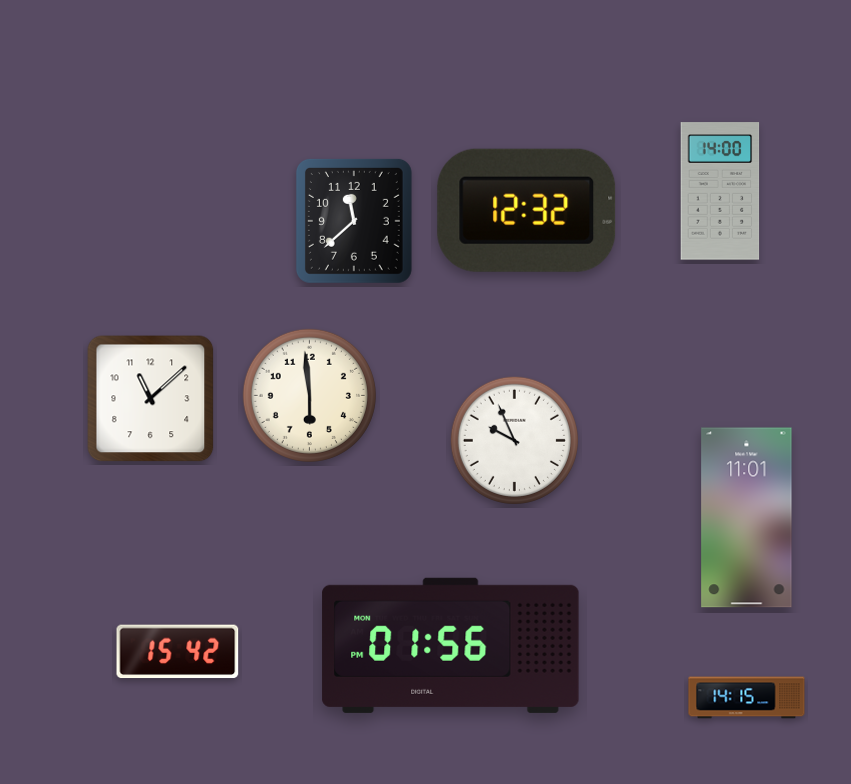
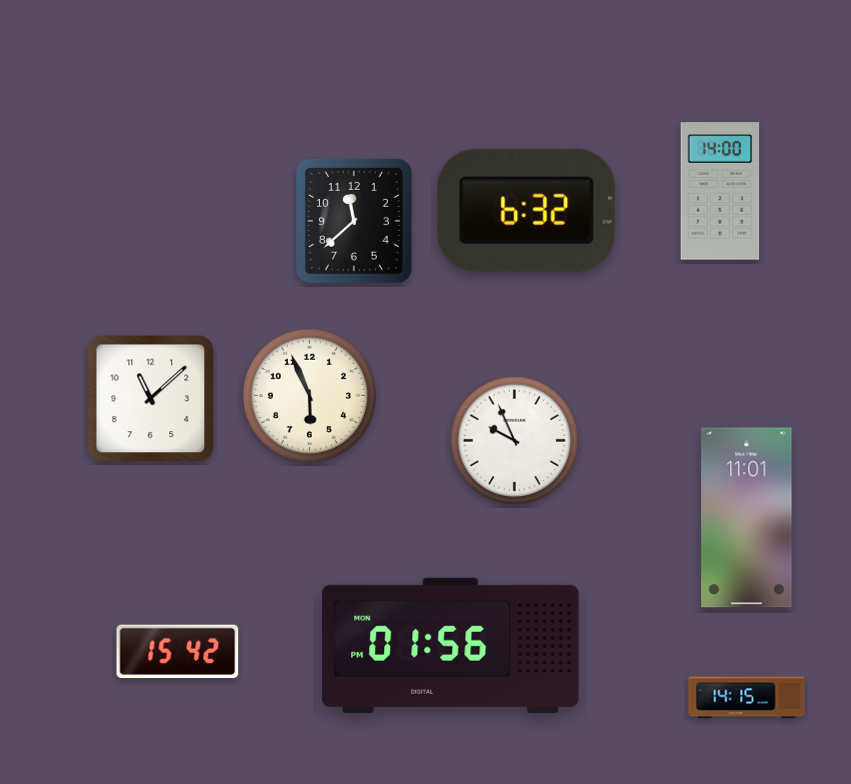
clock at (527, 210): 12:32 -> 6:32
clock at (309, 395): 5:59 -> 5:56
